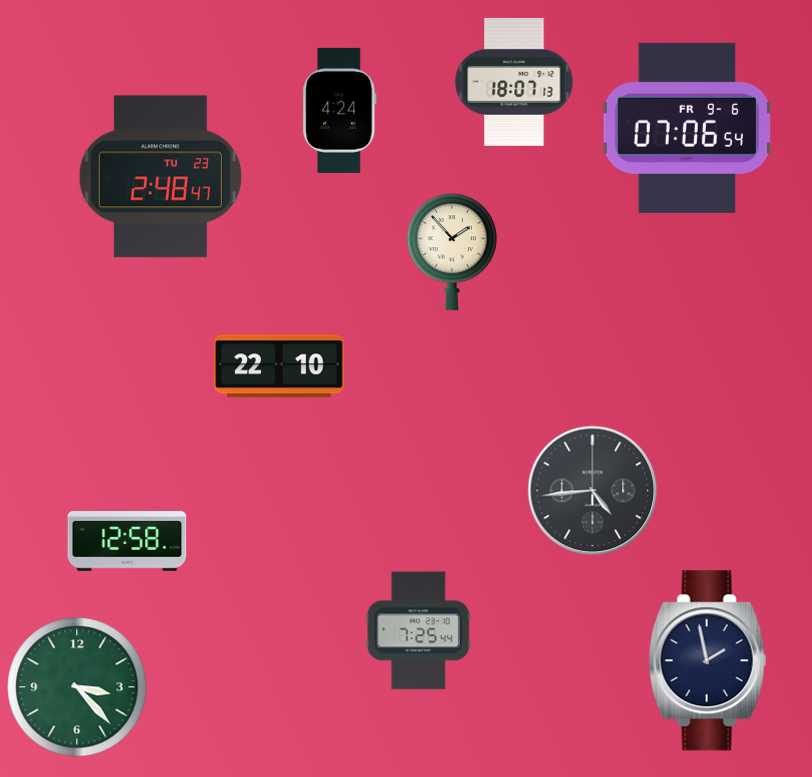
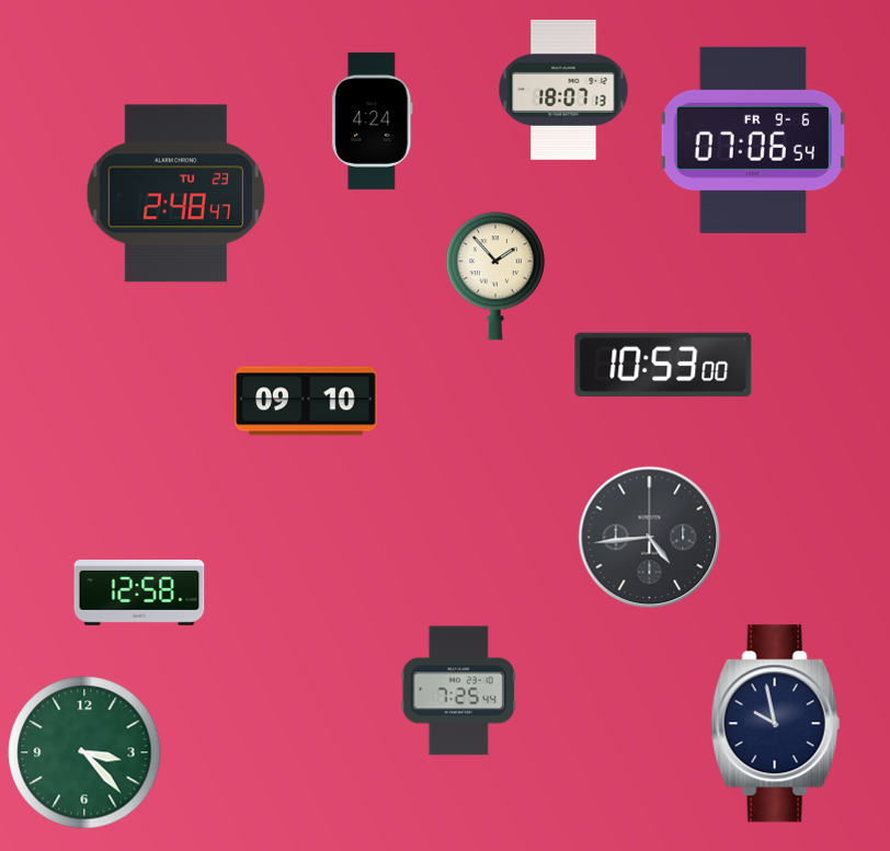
clock at (663, 364): none -> 10:53
clock at (279, 366): 22:10 -> 09:10
clock at (708, 661): 1:58 -> 9:58
